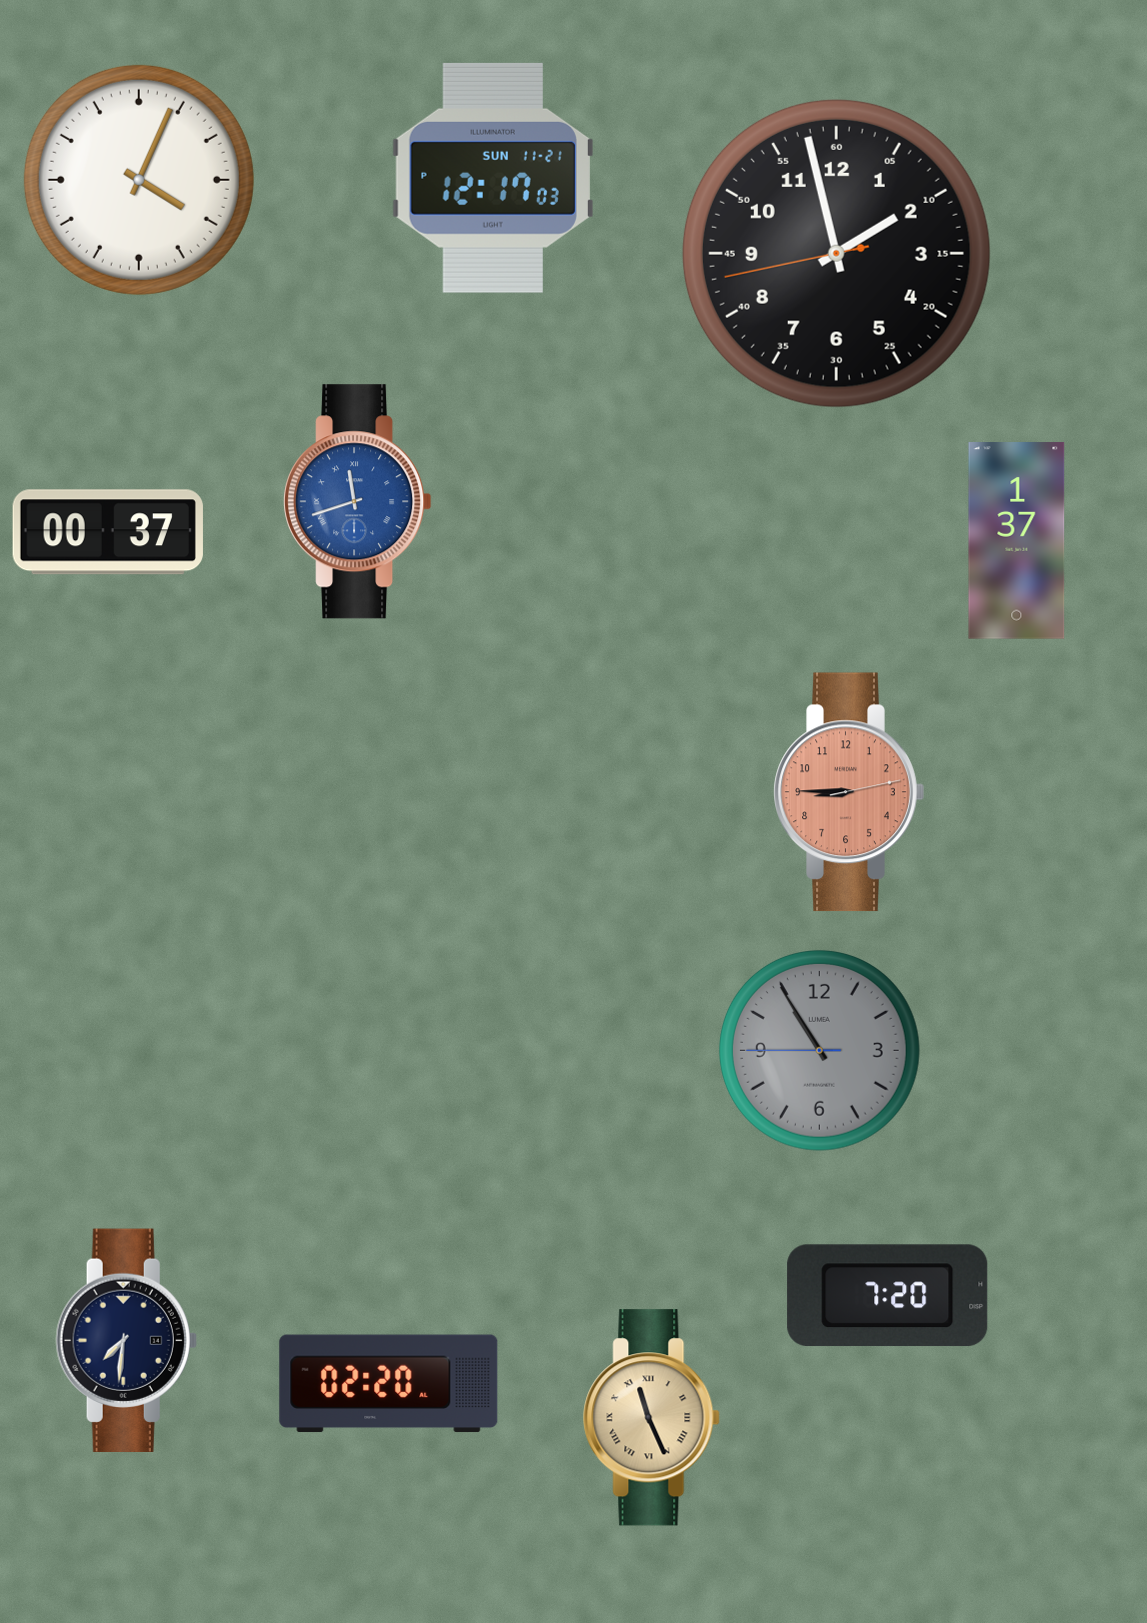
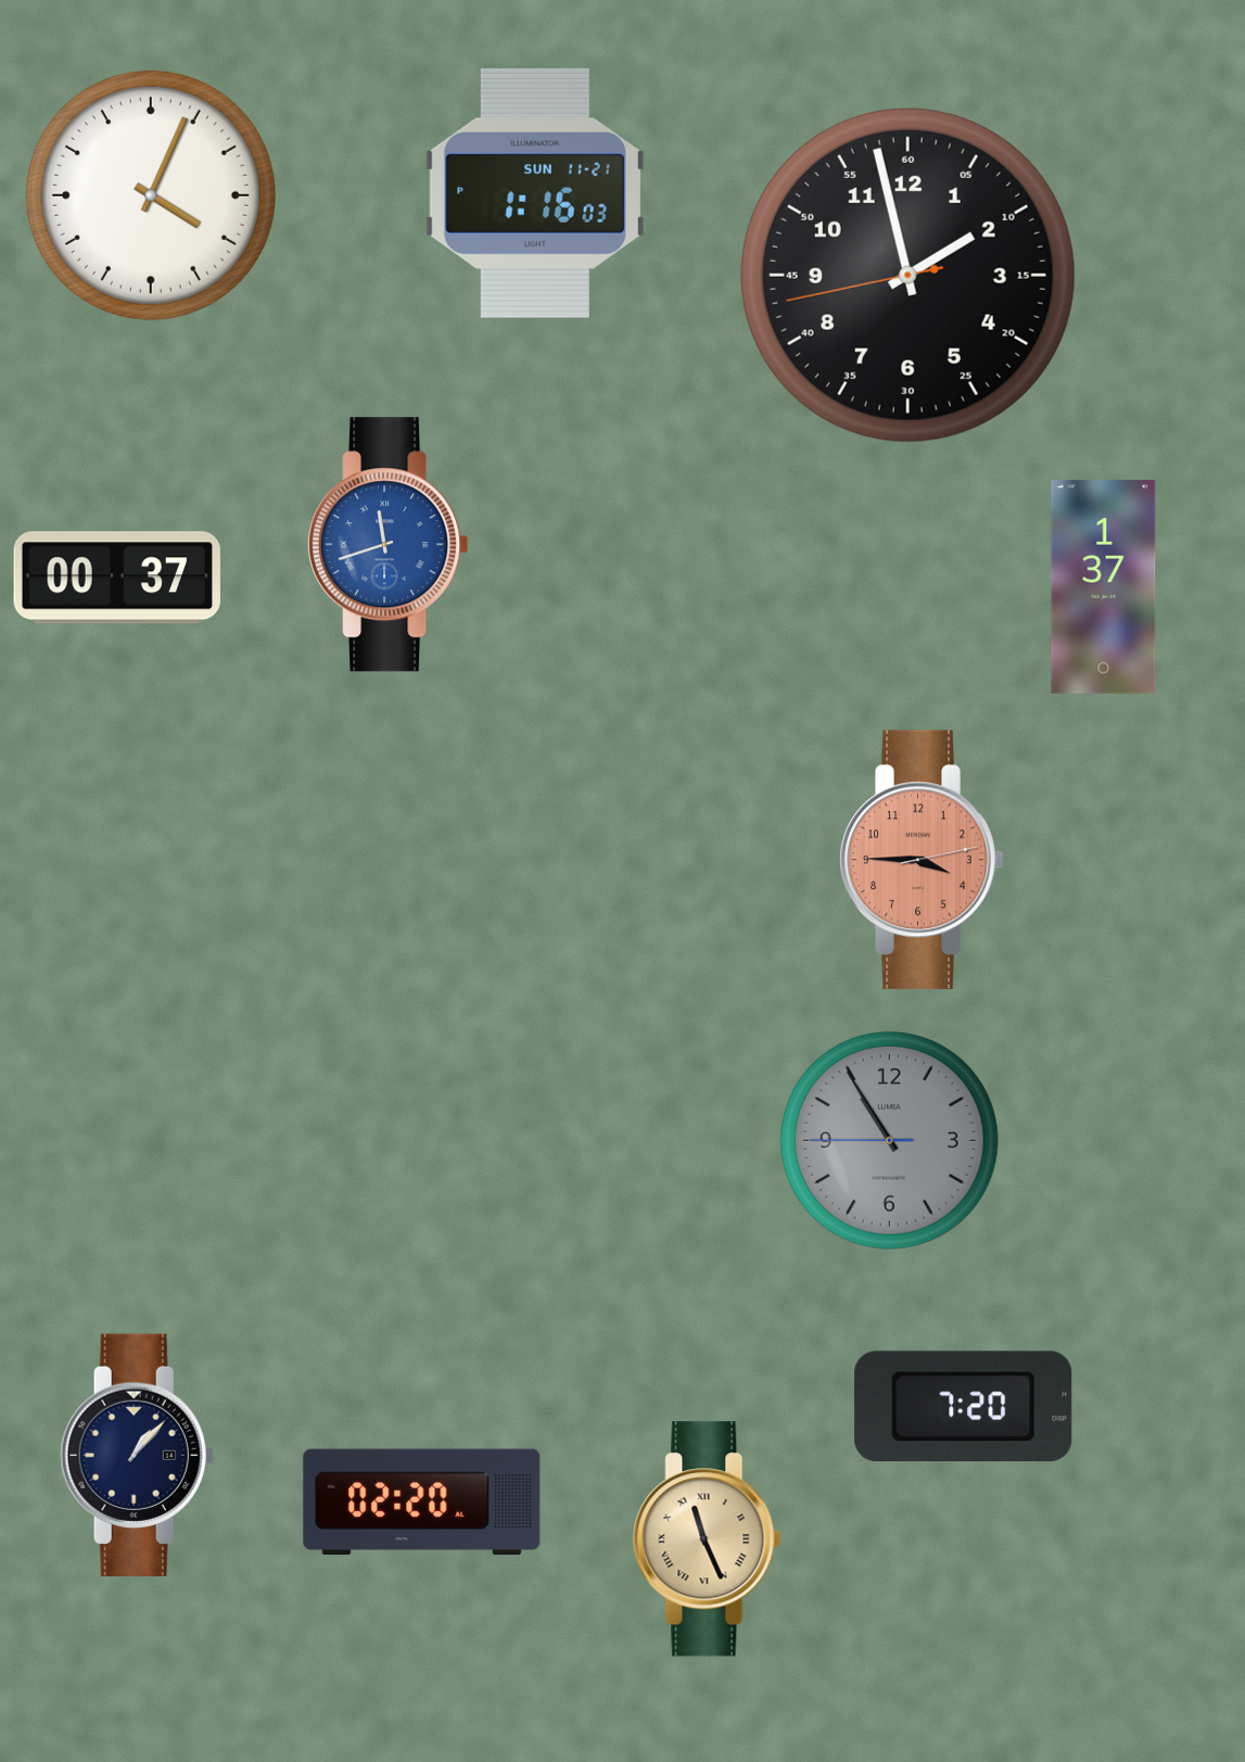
clock at (493, 178): 12:17 -> 1:16
clock at (849, 792): 8:45 -> 3:45
clock at (126, 1340): 7:31 -> 1:07
